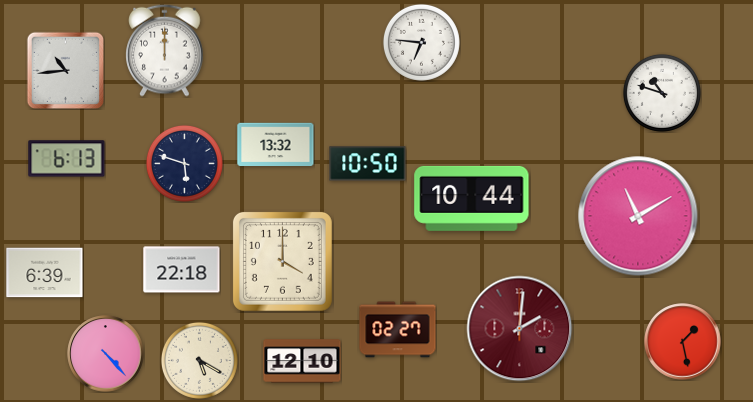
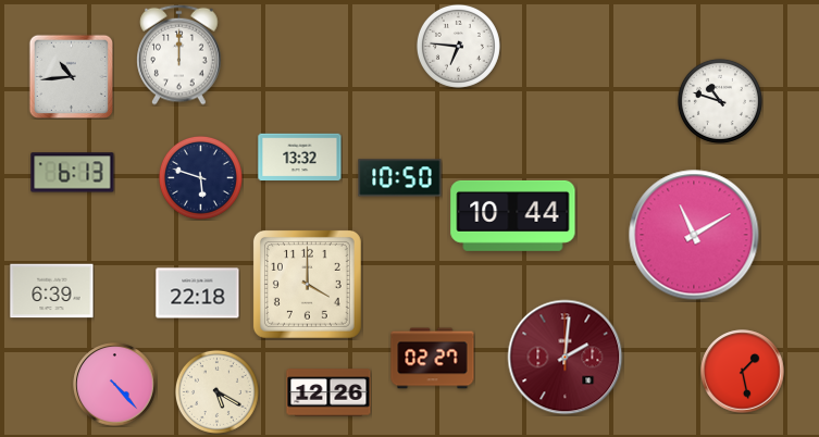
clock at (45, 273) position: (45, 273) -> (52, 291)
clock at (302, 361): 12:10 -> 12:26
